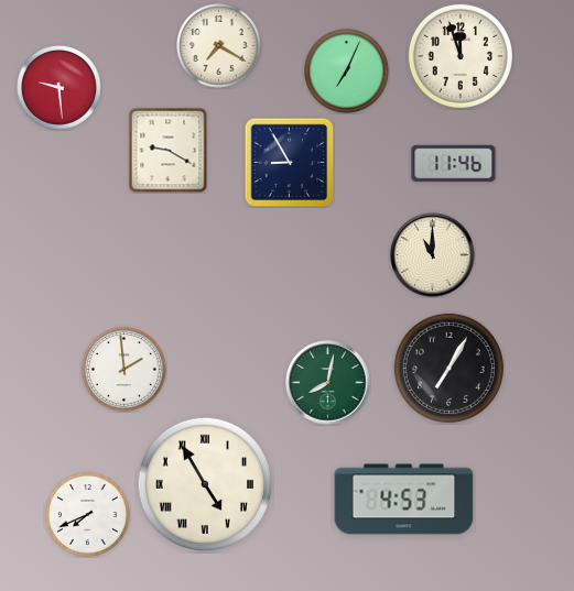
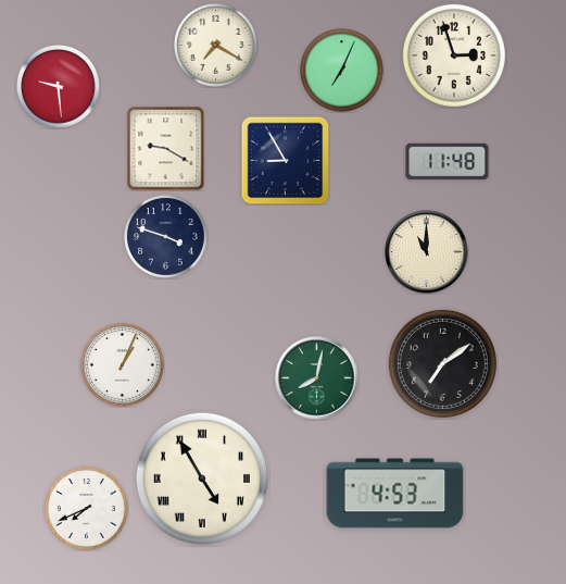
clock at (461, 56): 11:57 -> 2:57
clock at (454, 164): 11:46 -> 11:48
clock at (166, 237): none -> 3:48
clock at (448, 368): 7:05 -> 7:09
clock at (124, 370): 1:59 -> 1:04
clock at (328, 383) position: (328, 383) -> (317, 378)
clock at (404, 500) position: (404, 500) -> (395, 494)
